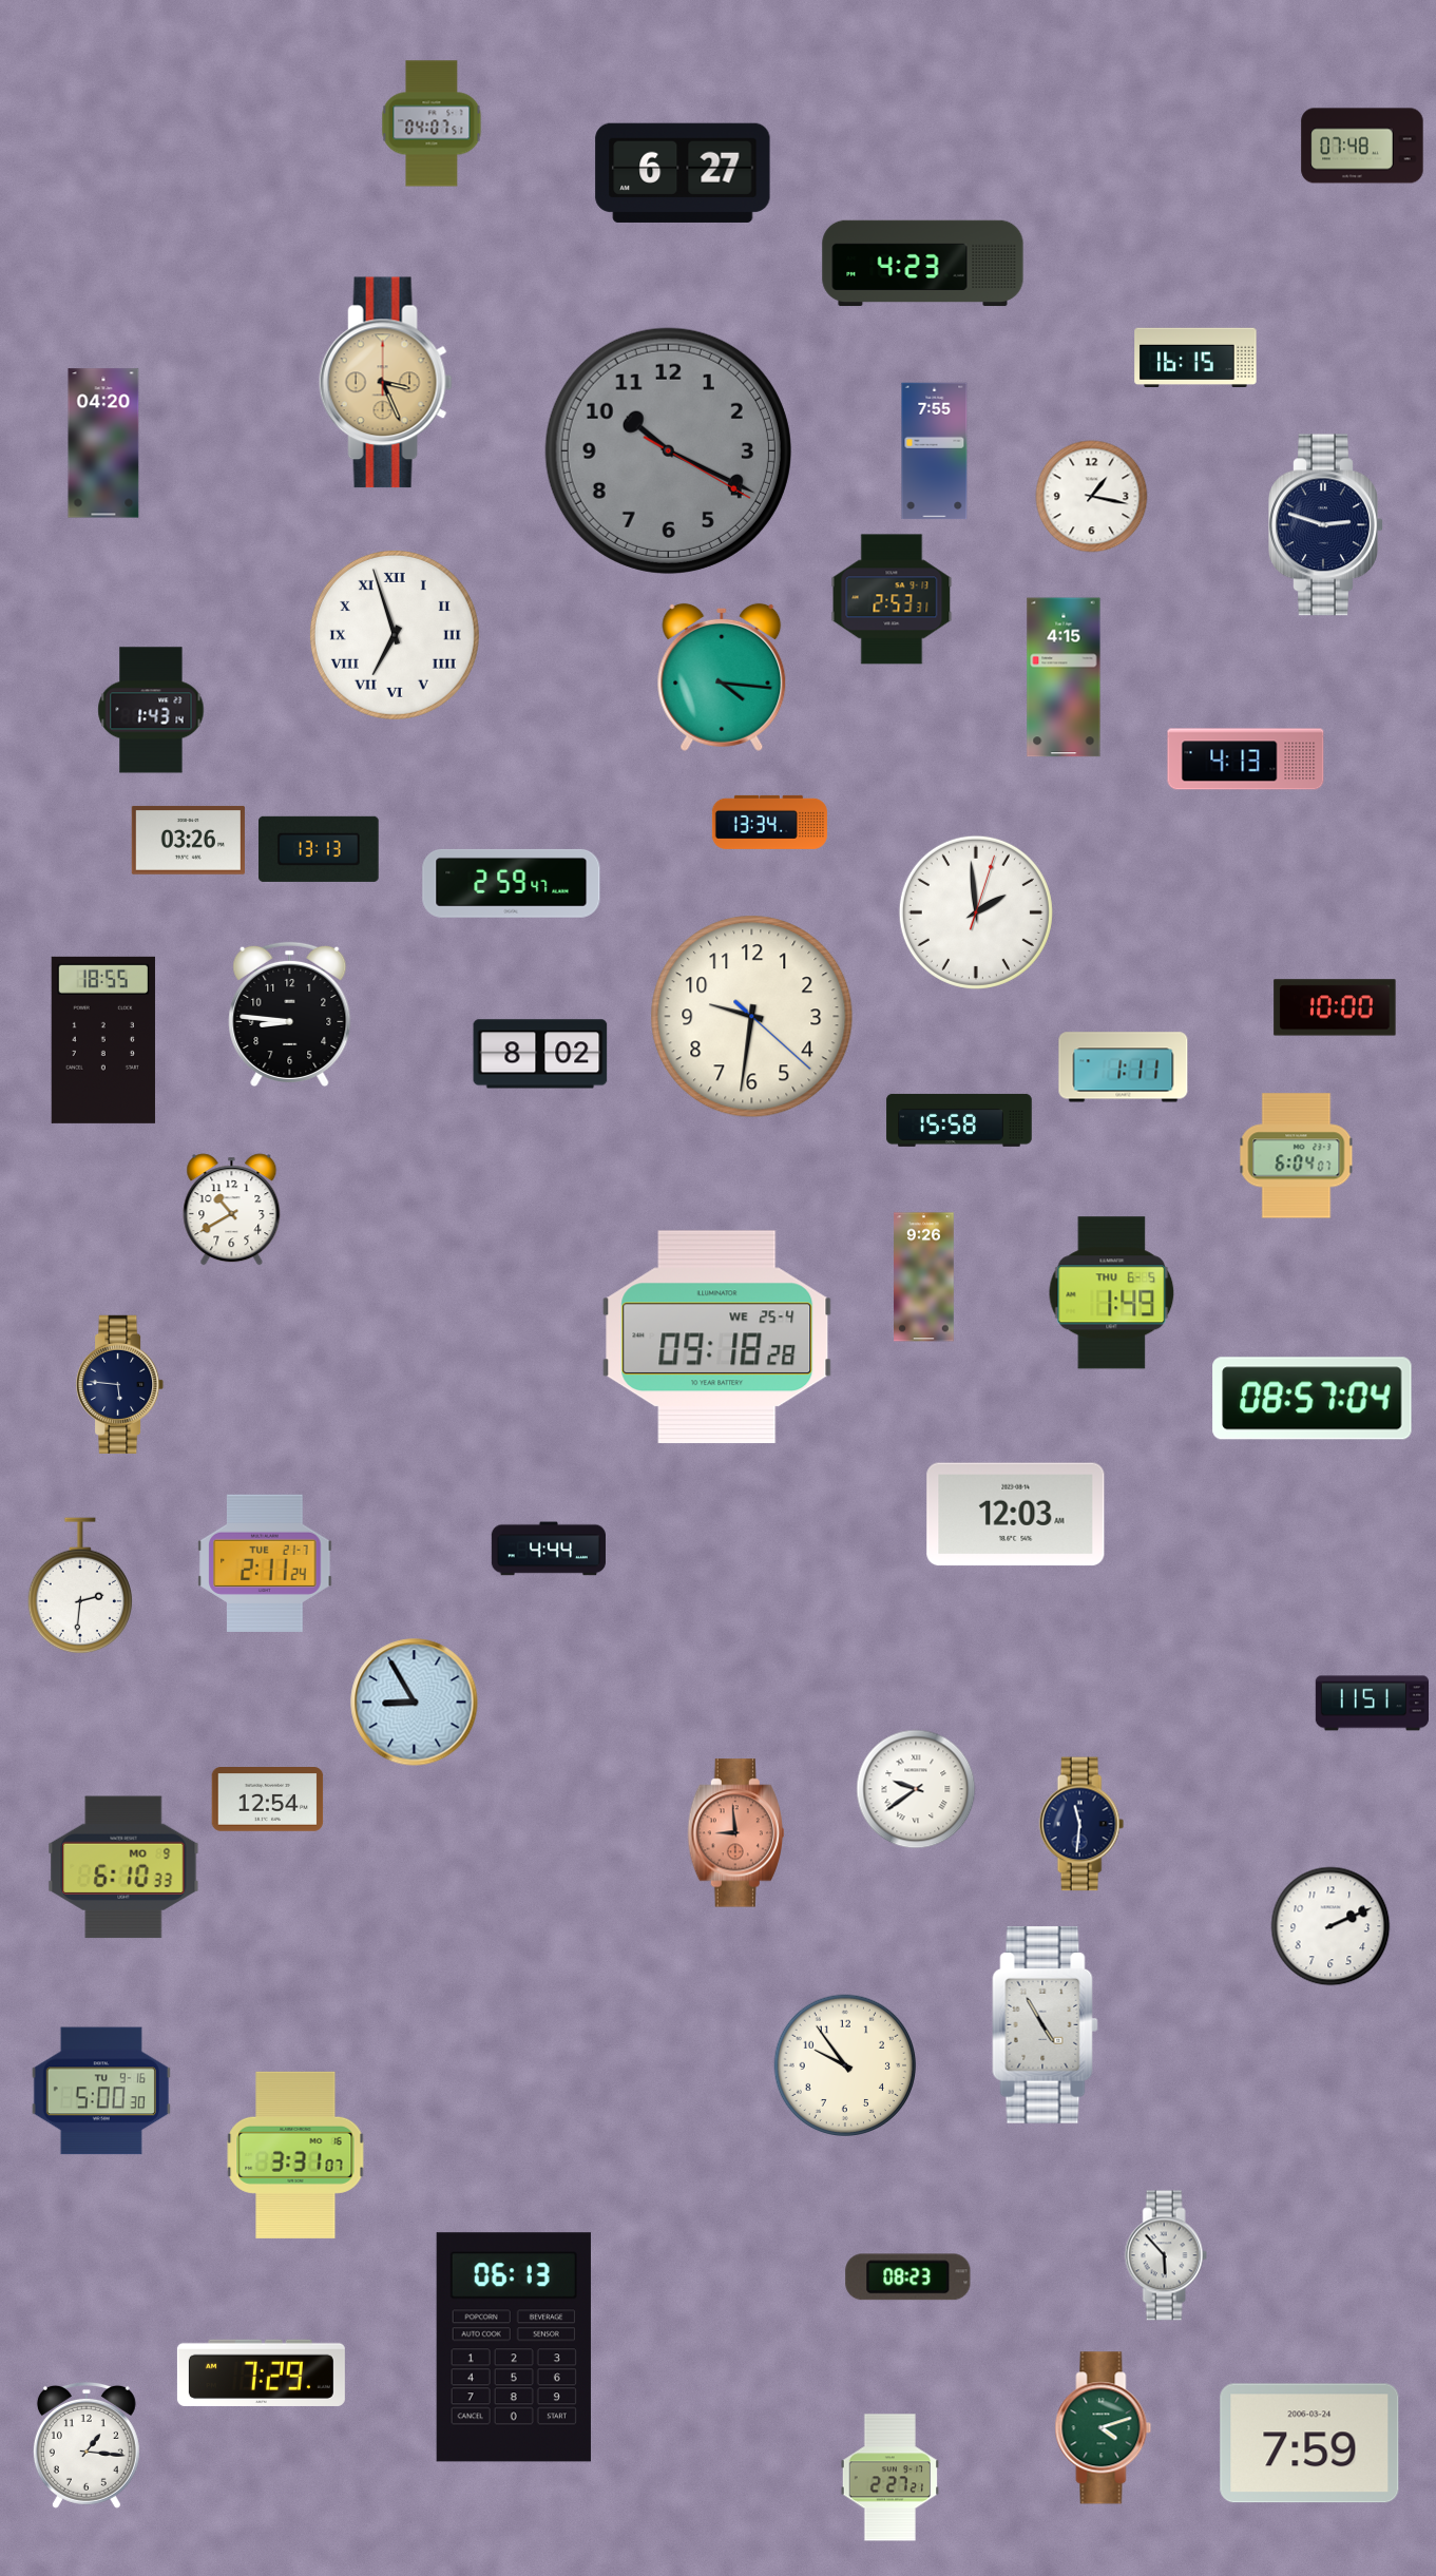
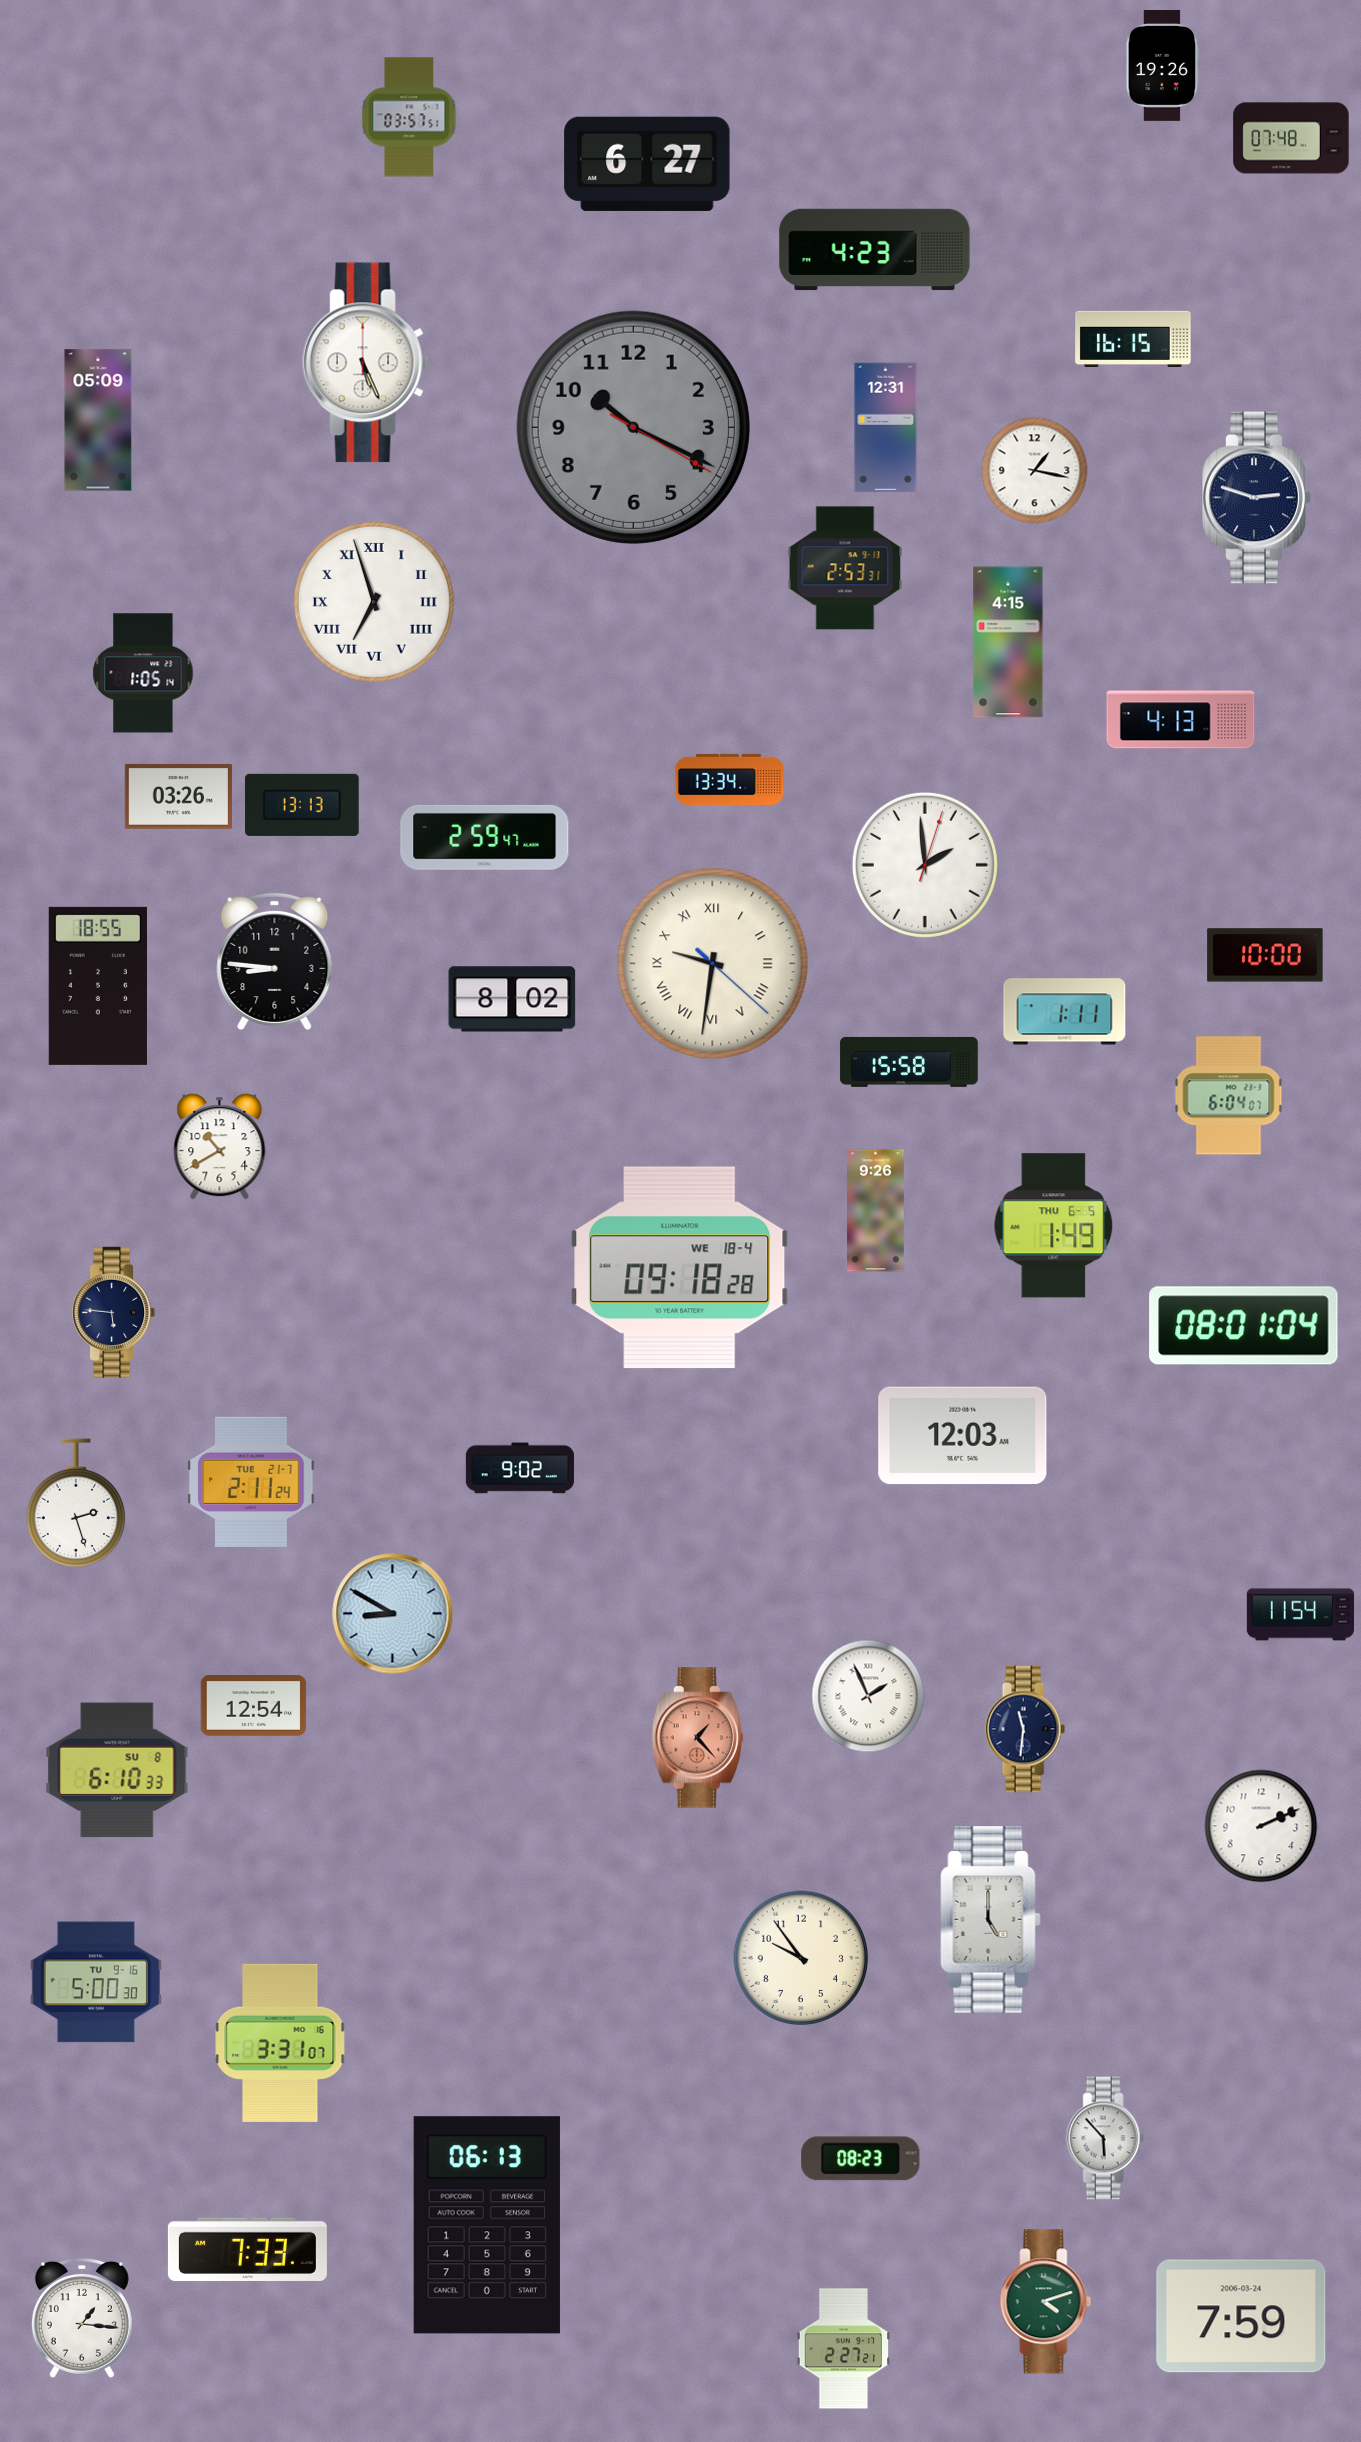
clock at (1163, 65): none -> 19:26
clock at (432, 123): 04:07 -> 03:57
clock at (385, 383): 3:26 -> 5:26
clock at (385, 383) dial: champagne -> white
clock at (103, 443): 04:20 -> 05:09
clock at (935, 451): 7:55 -> 12:31
clock at (722, 677): 4:16 -> none
clock at (151, 710): 1:43 -> 1:05
clock at (752, 1017) numerals: Arabic -> Roman
clock at (717, 1338) date: WE 25-4 -> WE 18-4
clock at (1313, 1399): 08:57 -> 08:01
clock at (549, 1549): 4:44 -> 9:02
clock at (80, 1587): 2:31 -> 2:27
clock at (415, 1703): 8:55 -> 8:50
clock at (1372, 1704): 11:51 -> 11:54
clock at (916, 1789): 9:39 -> 1:56
clock at (735, 1833): 8:59 -> 1:23
clock at (123, 1867) date: MO 9 -> SU 8
clock at (1046, 2025): 4:55 -> 5:00
clock at (261, 2372): 7:29 -> 7:33
